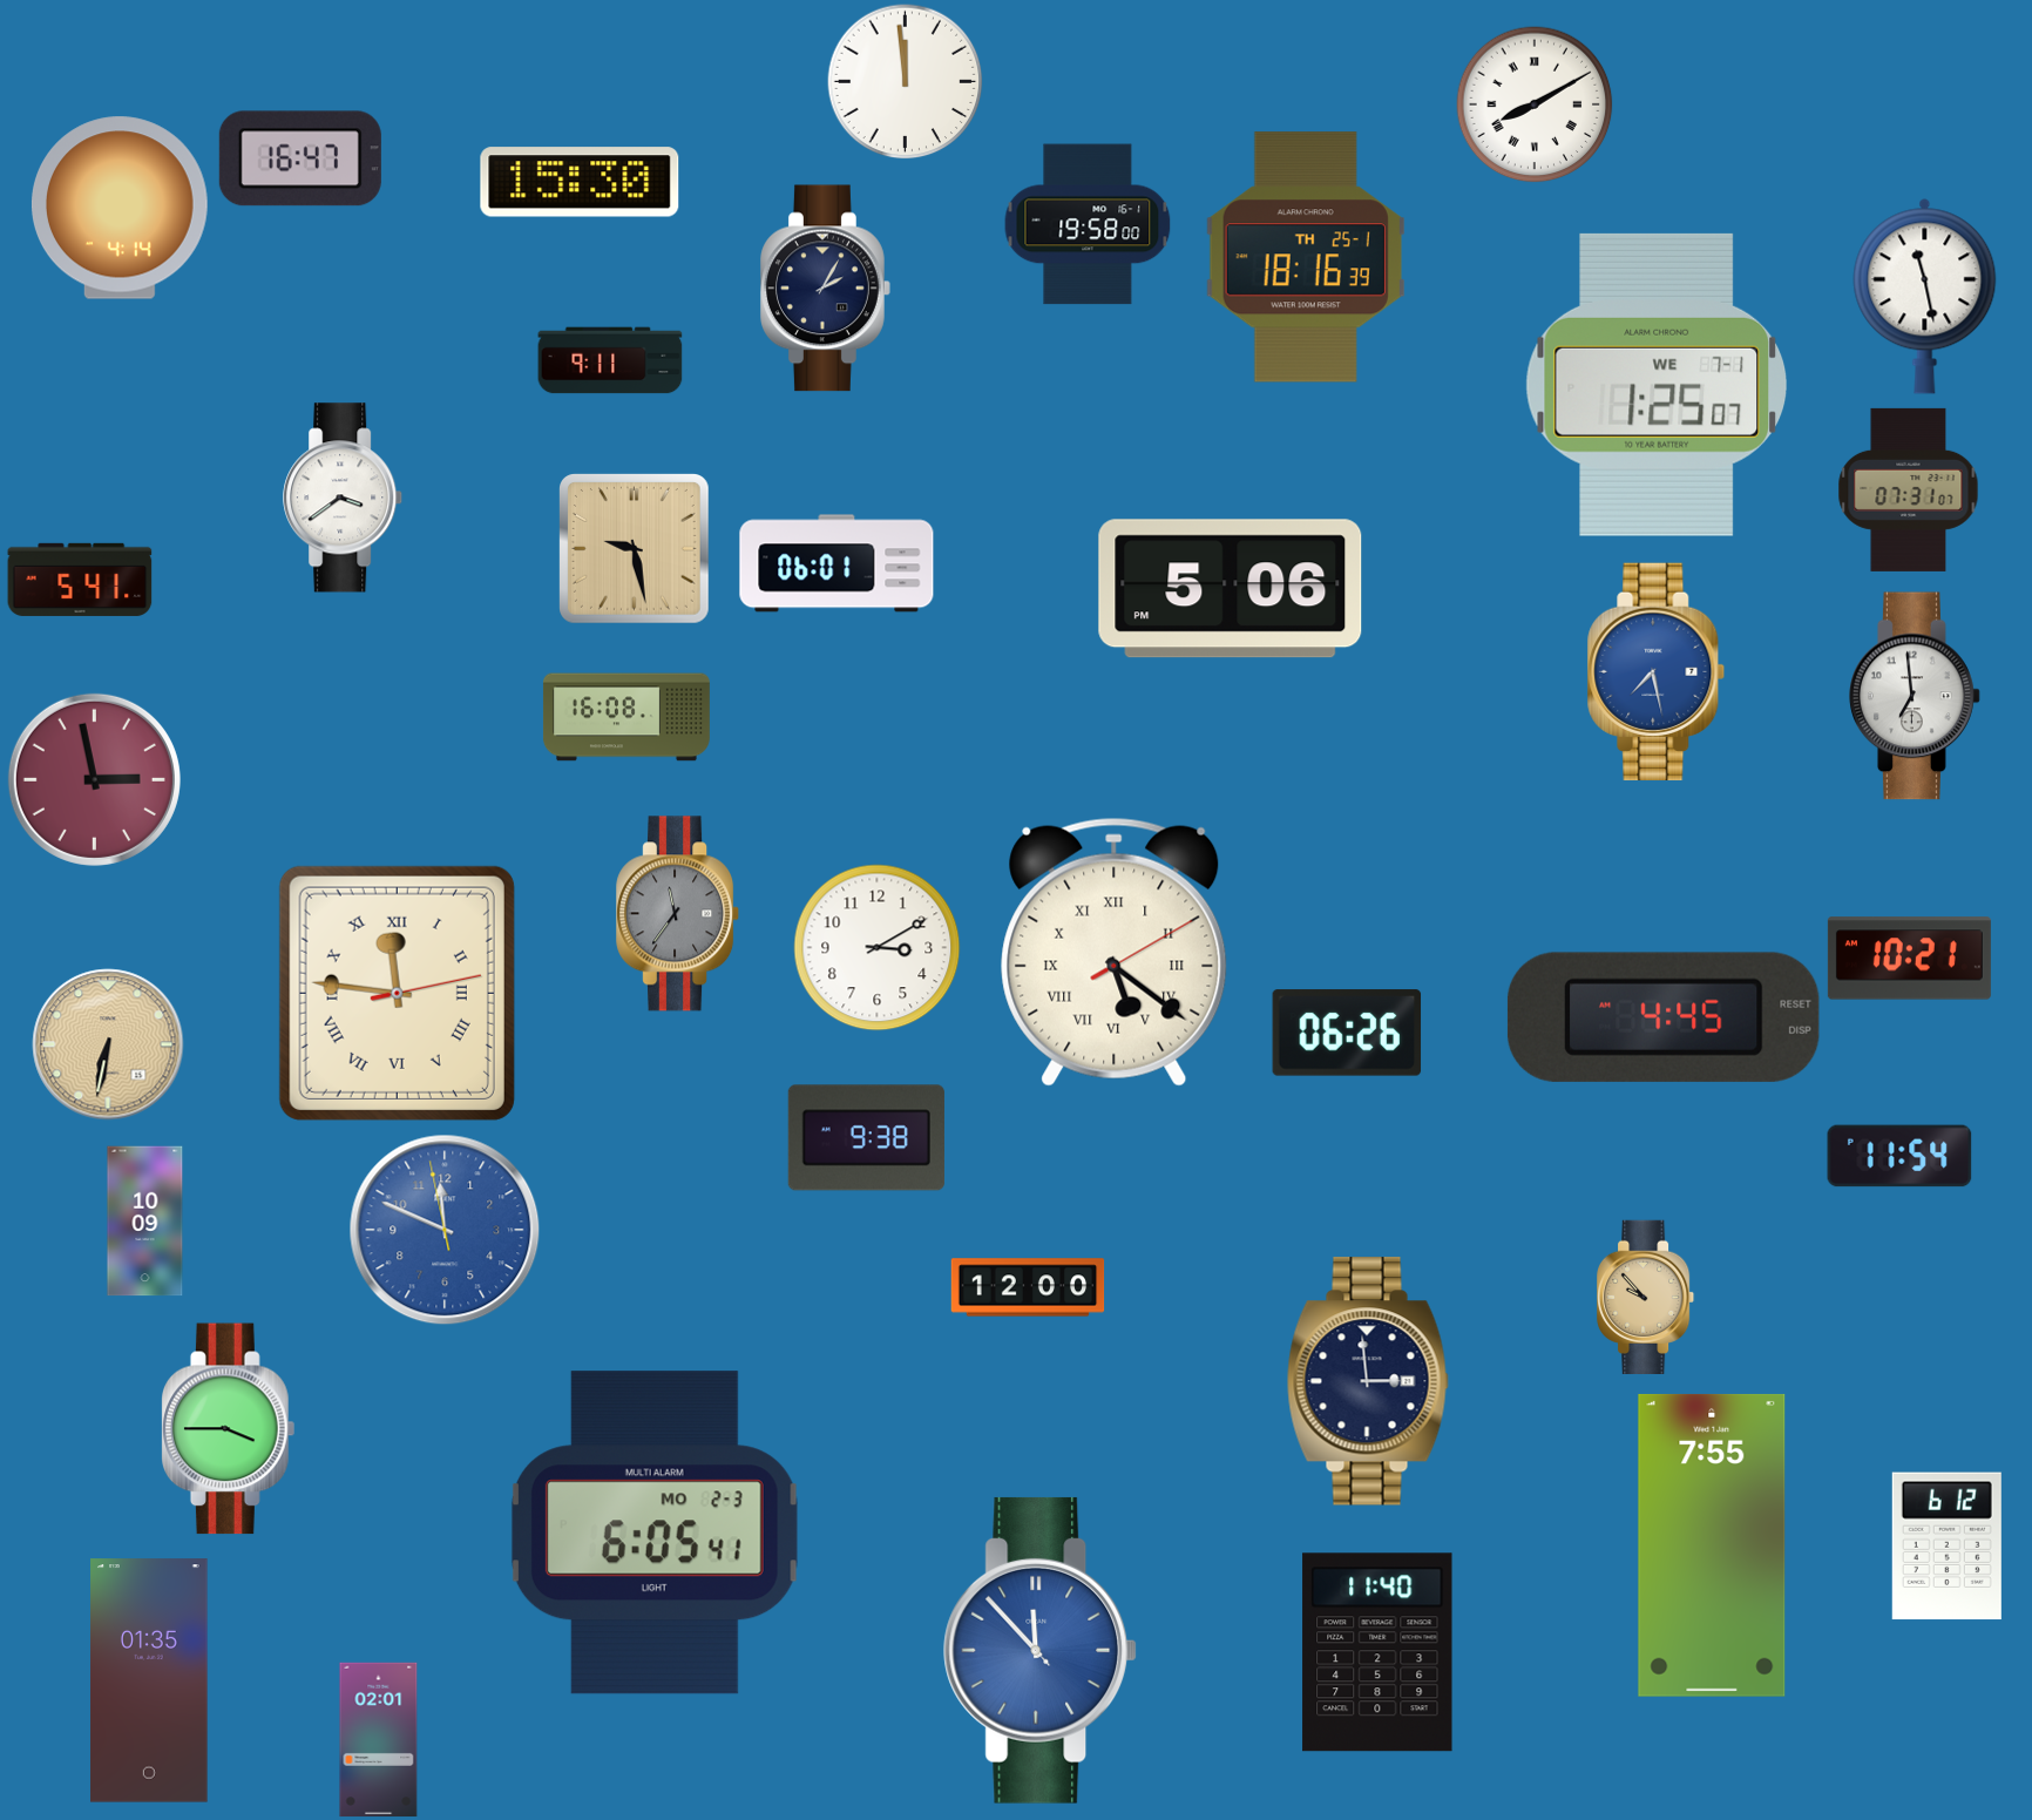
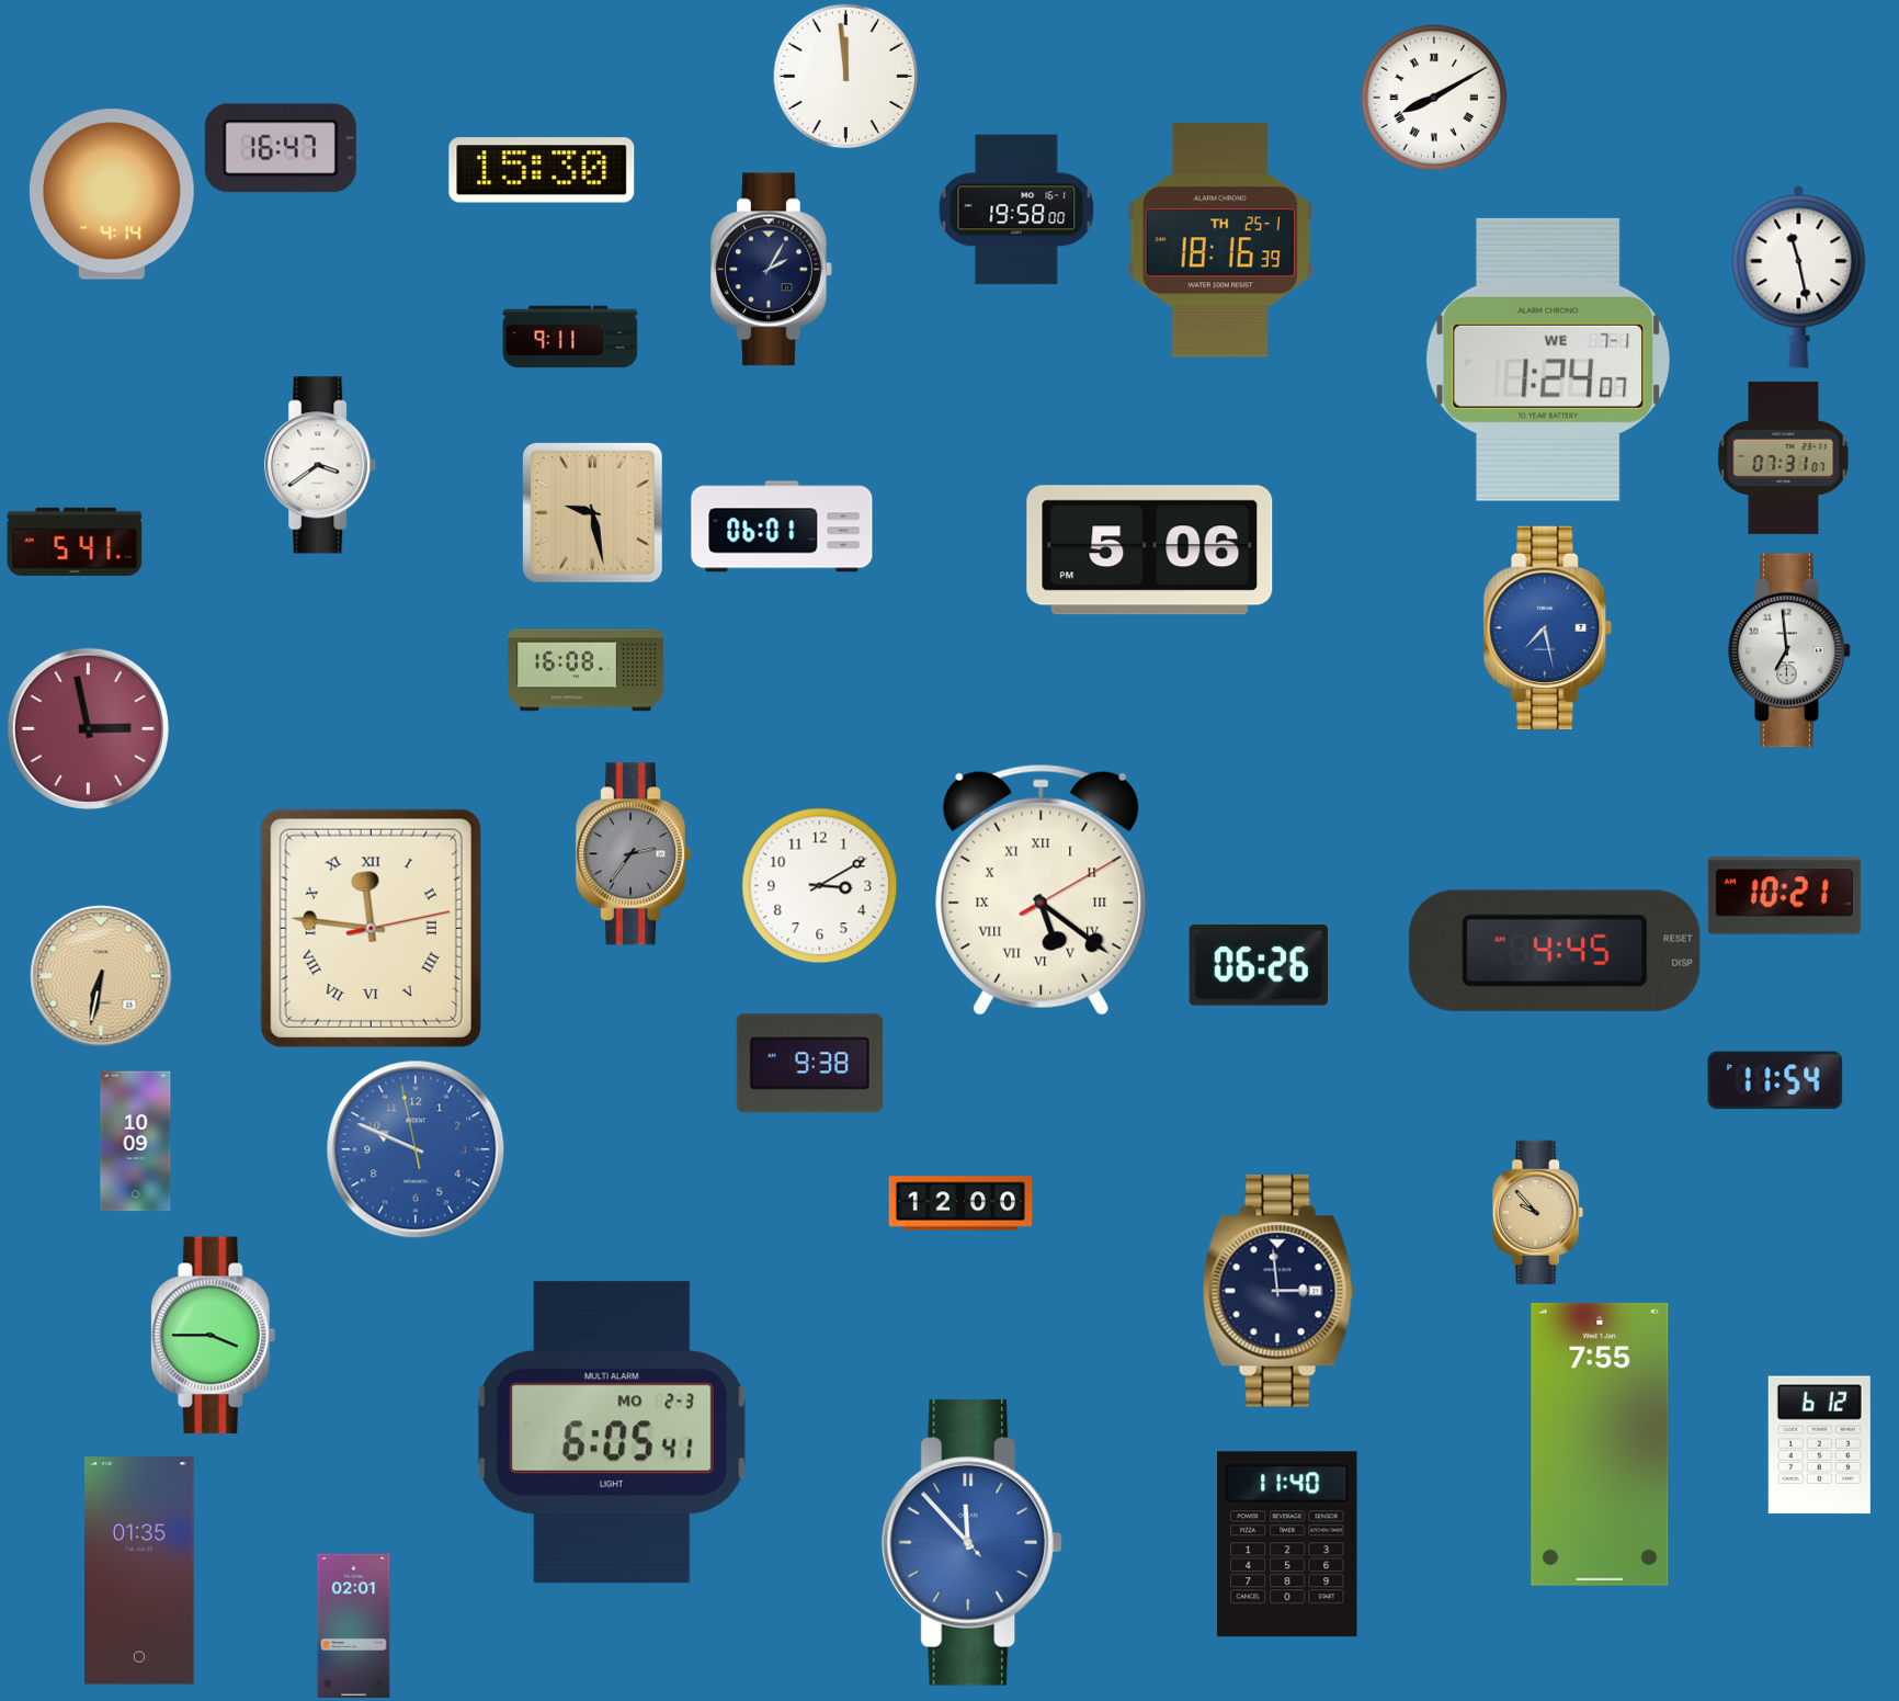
clock at (1655, 385): 1:25 -> 1:24
clock at (678, 914): 11:36 -> 2:36
clock at (445, 1230): 11:48 -> 9:48
